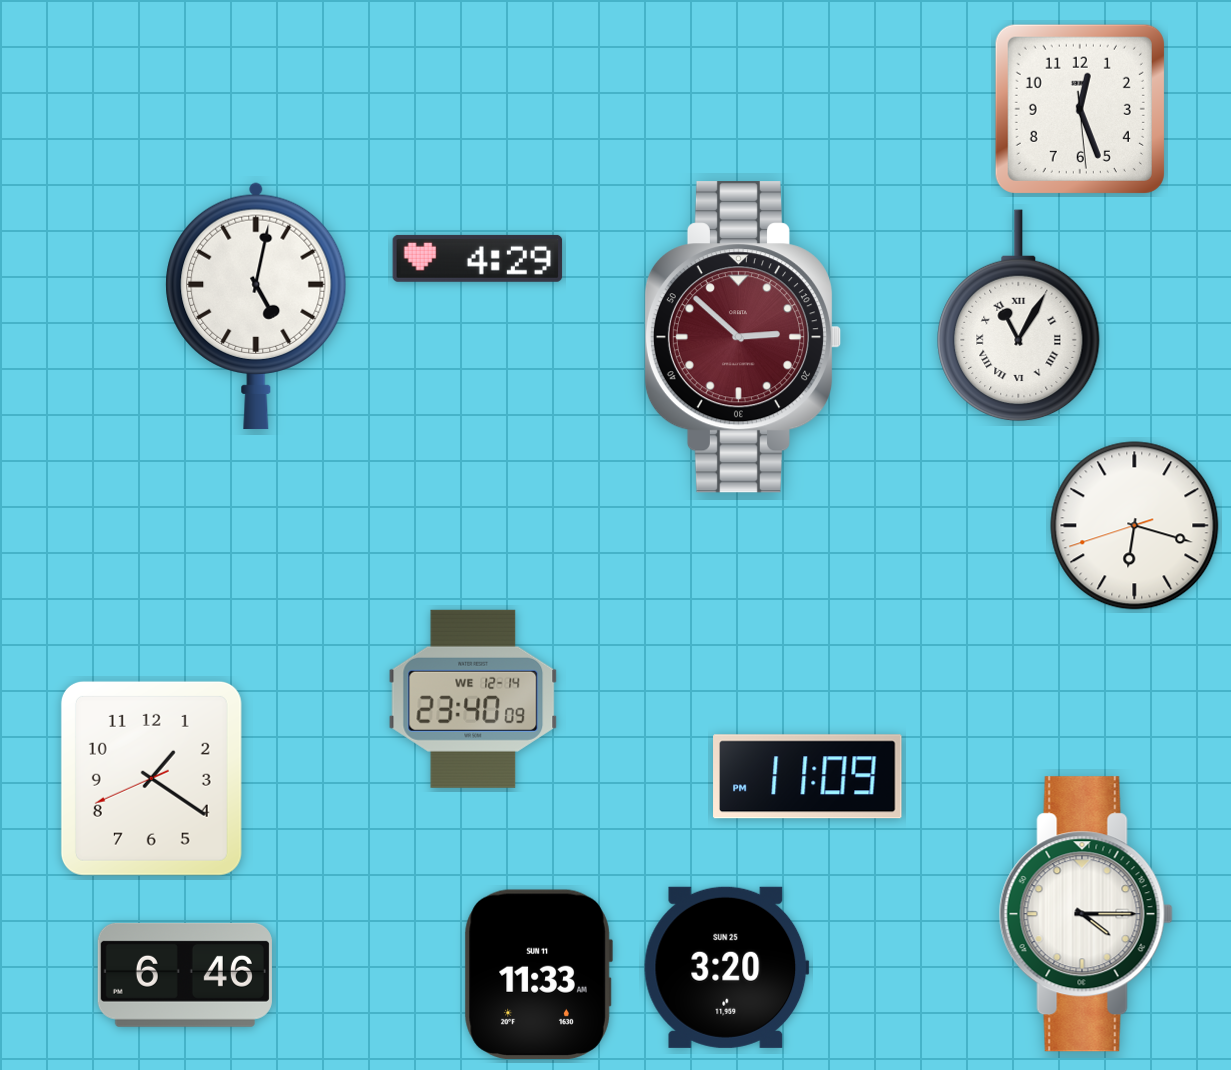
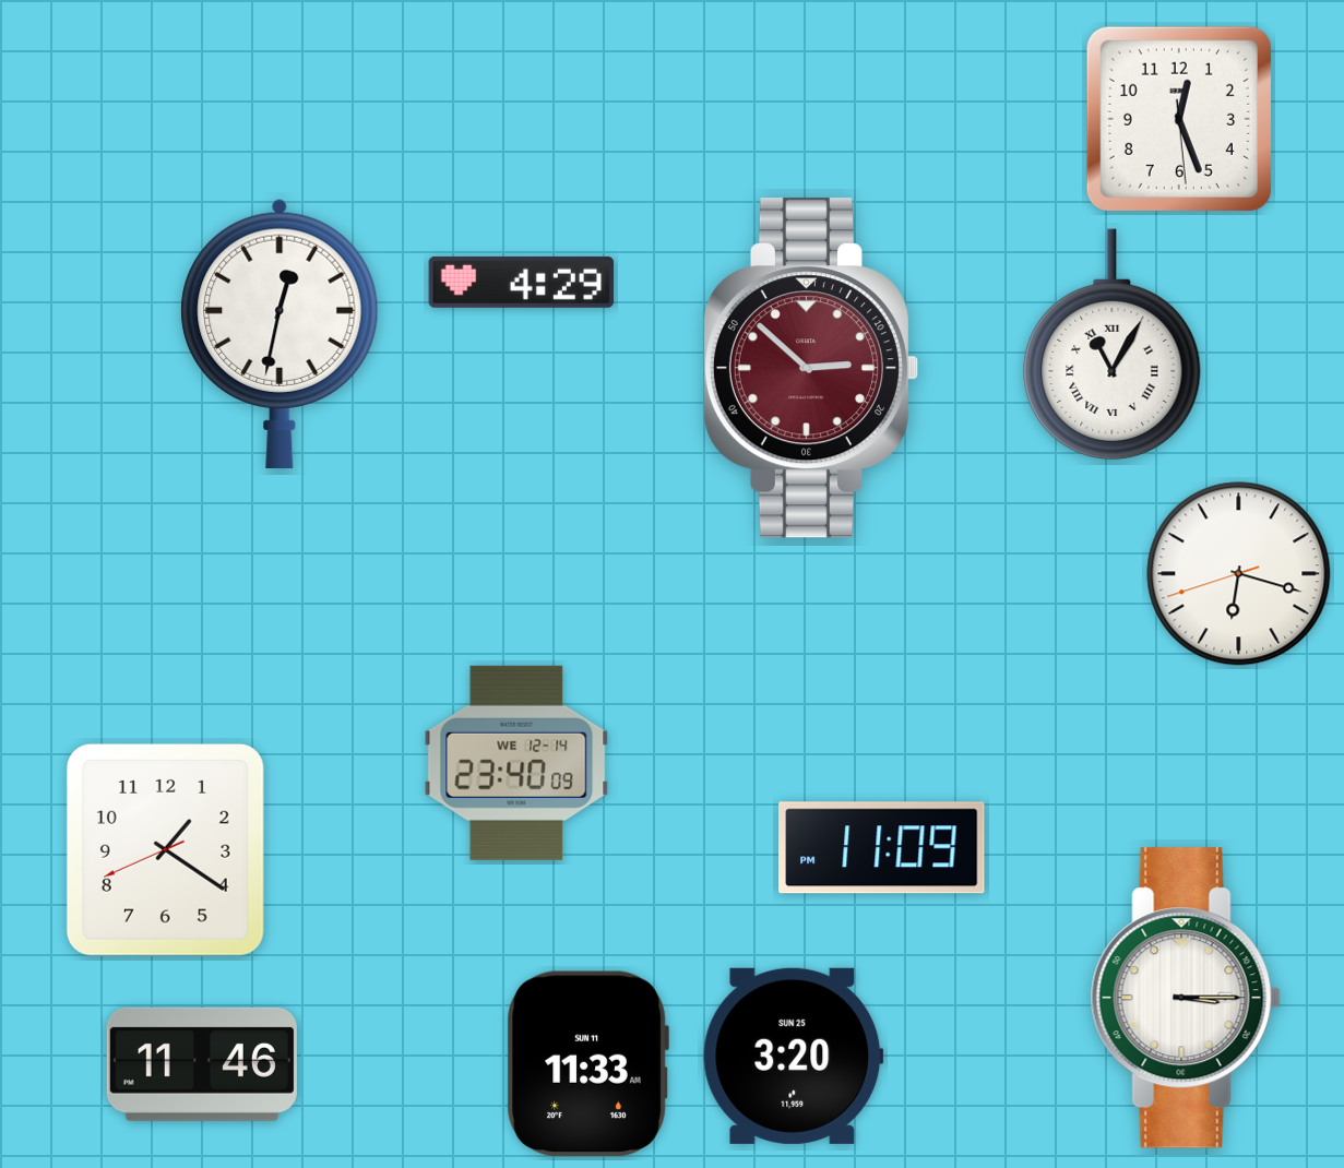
clock at (256, 306): 5:02 -> 12:32
clock at (1086, 914): 4:15 -> 3:15
clock at (185, 975): 6:46 -> 11:46
